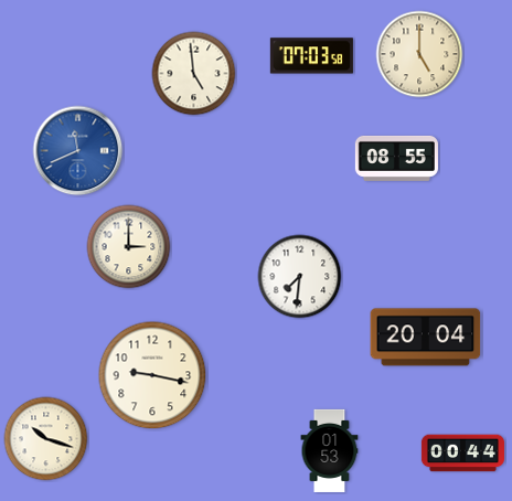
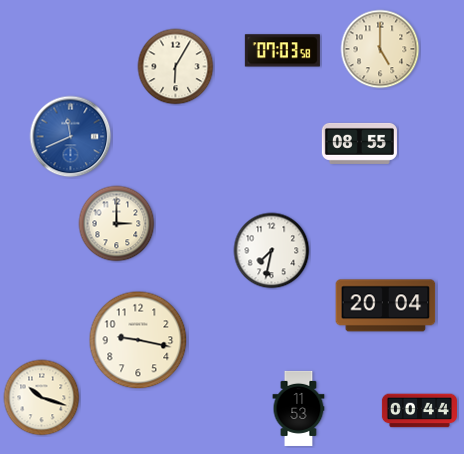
clock at (194, 74): 4:59 -> 6:05
clock at (300, 277): 7:31 -> 7:32
clock at (330, 450): 01:53 -> 11:53
